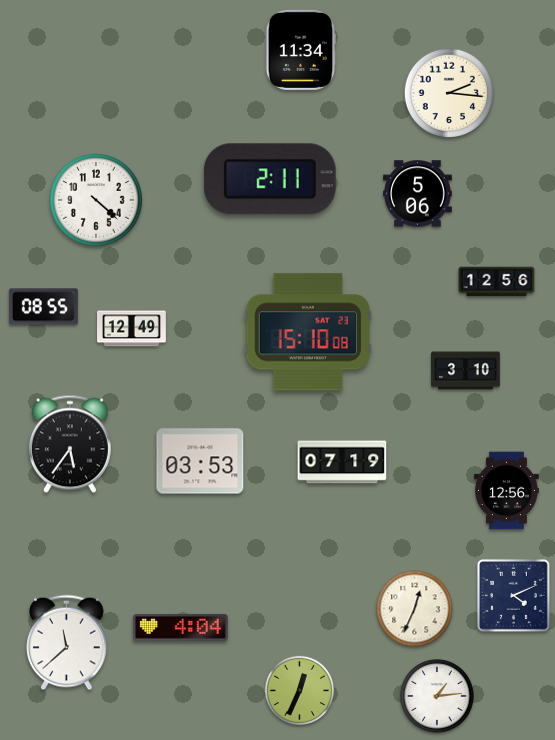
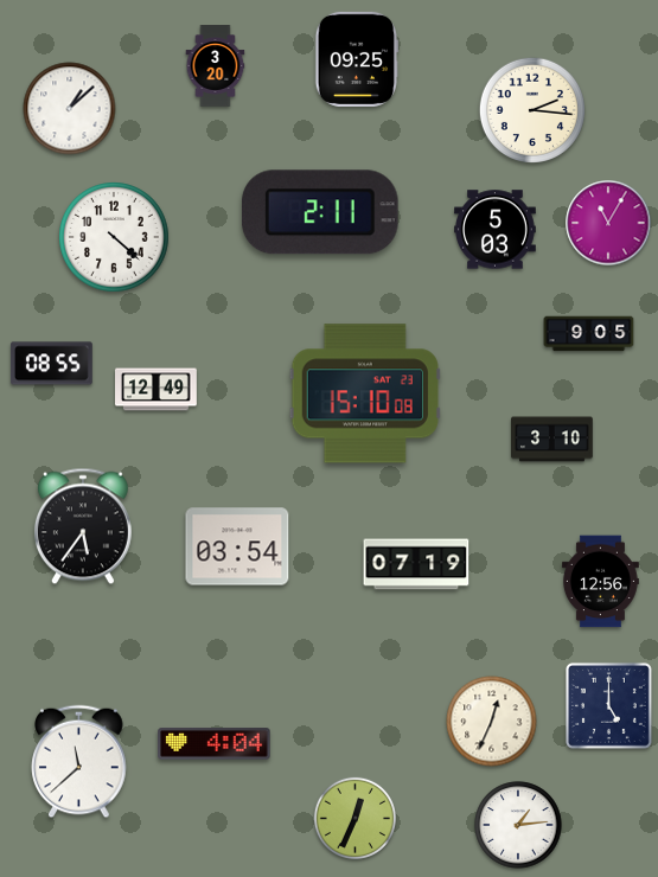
clock at (301, 50): 11:34 -> 09:25
clock at (216, 66): none -> 3:20
clock at (70, 109): none -> 1:08
clock at (608, 223): none -> 11:05
clock at (418, 194): 5:06 -> 5:03
clock at (497, 282): 12:56 -> 9:05
clock at (200, 461): 03:53 -> 03:54
clock at (342, 462) position: (342, 462) -> (416, 564)
clock at (513, 595): 4:11 -> 5:00
